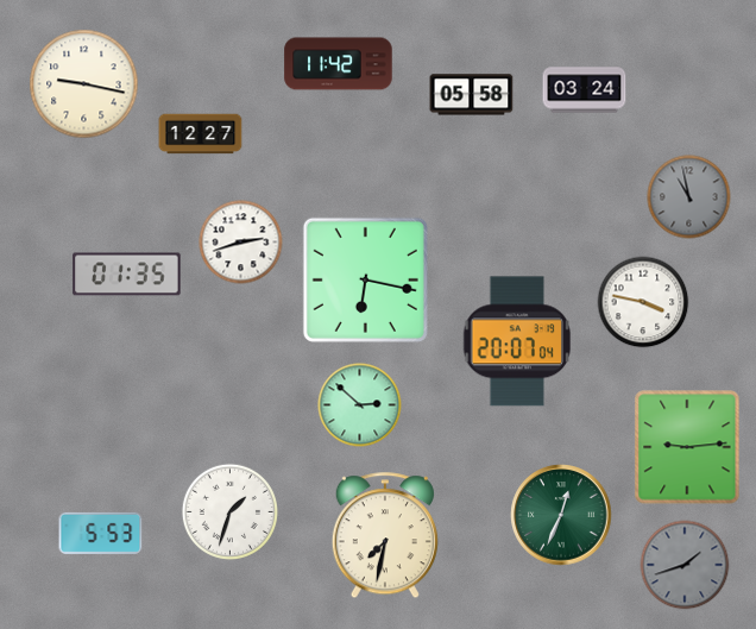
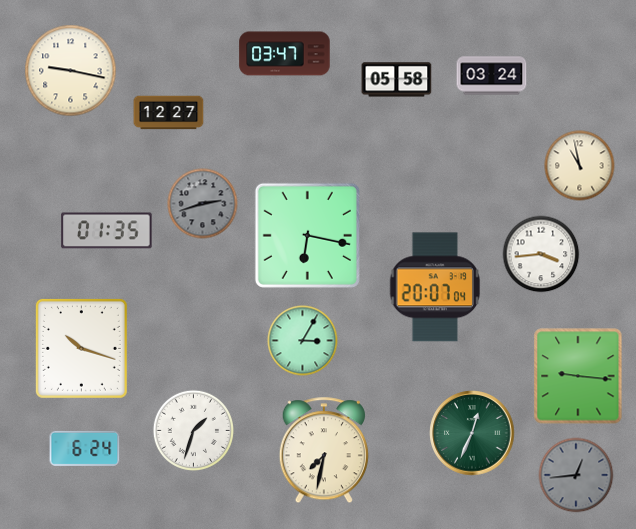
clock at (339, 64): 11:42 -> 03:47
clock at (689, 197) dial: grey -> cream
clock at (241, 243) dial: white -> grey
clock at (643, 302): 3:47 -> 3:44
clock at (360, 405): 2:52 -> 3:05
clock at (81, 348): none -> 10:18
clock at (687, 447): 9:14 -> 9:16
clock at (101, 533): 5:53 -> 6:24
clock at (685, 565): 1:42 -> 12:44
